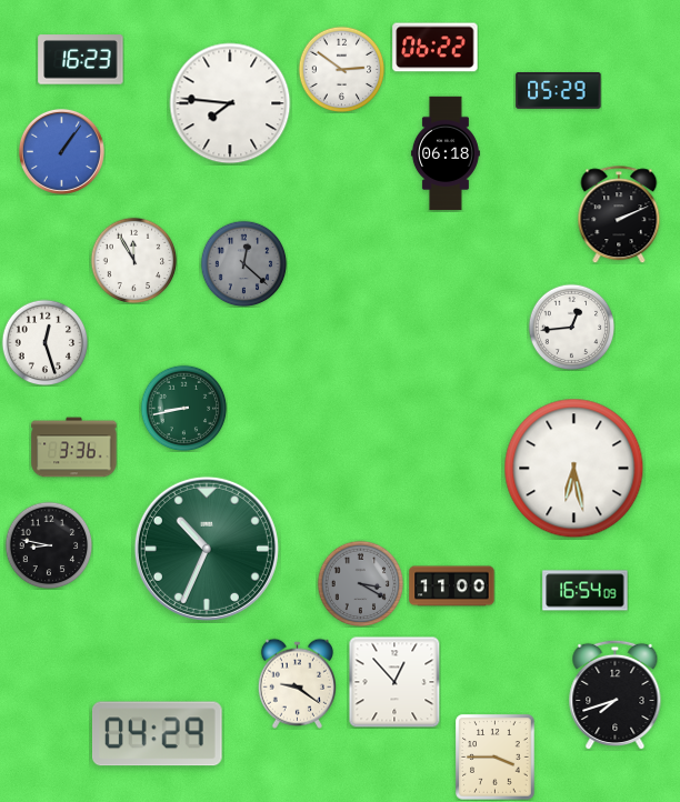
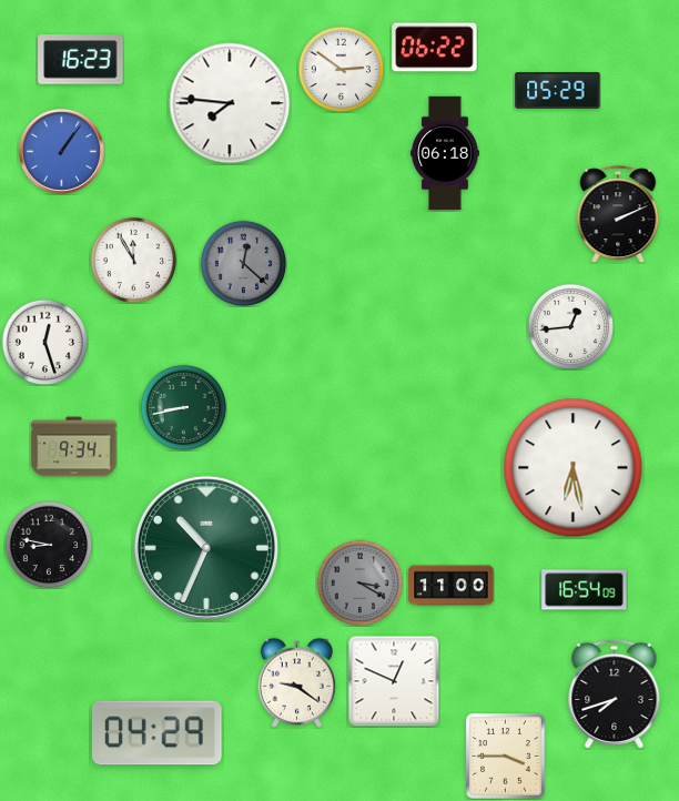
clock at (74, 448): 3:36 -> 9:34
clock at (394, 682): 12:53 -> 12:49
clock at (496, 758) position: (496, 758) -> (506, 757)
